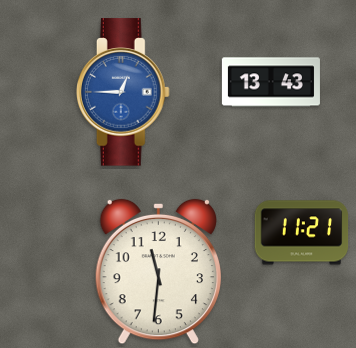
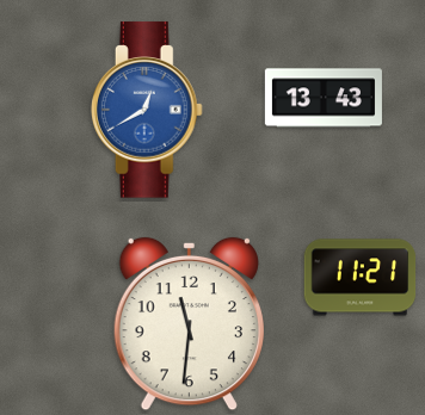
clock at (123, 92): 12:45 -> 12:40
